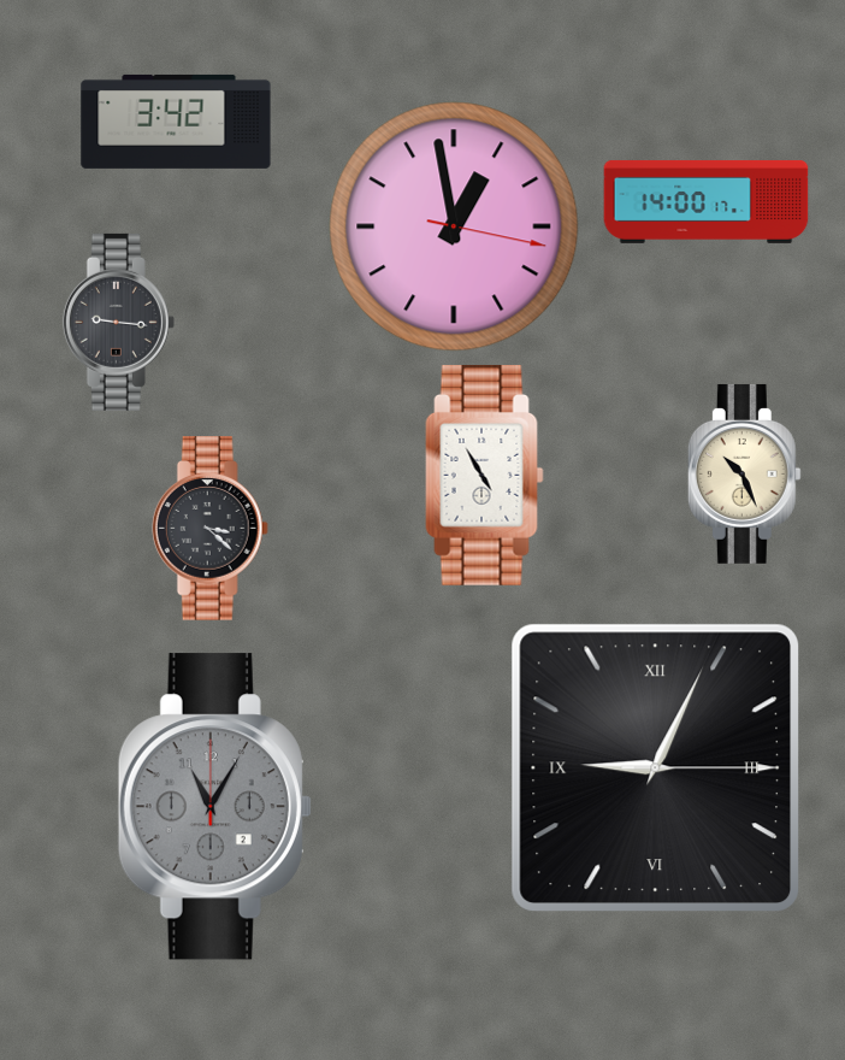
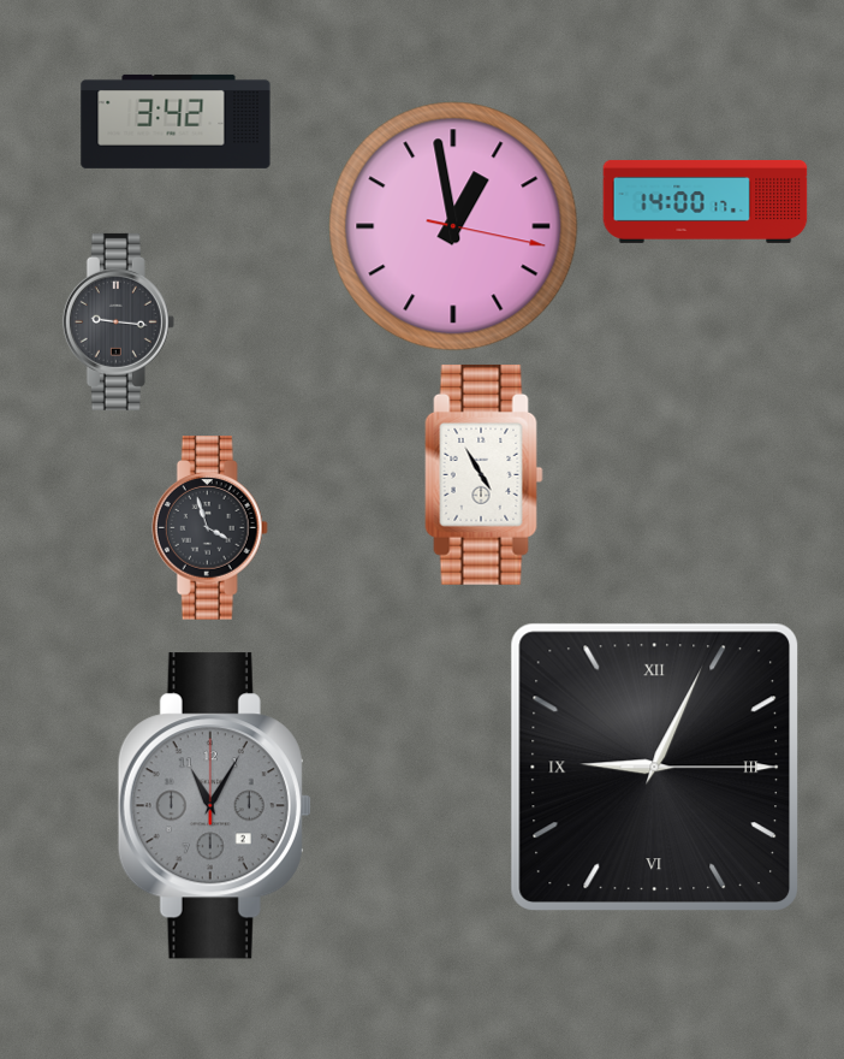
clock at (744, 473): 10:26 -> none
clock at (209, 529): 3:22 -> 3:57
